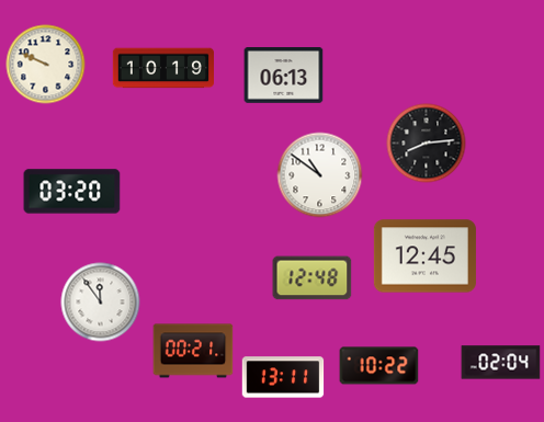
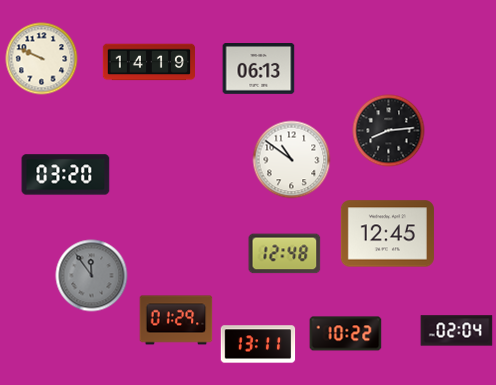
clock at (162, 68): 10:19 -> 14:19
clock at (101, 303) dial: white -> grey
clock at (193, 351): 00:21 -> 01:29
